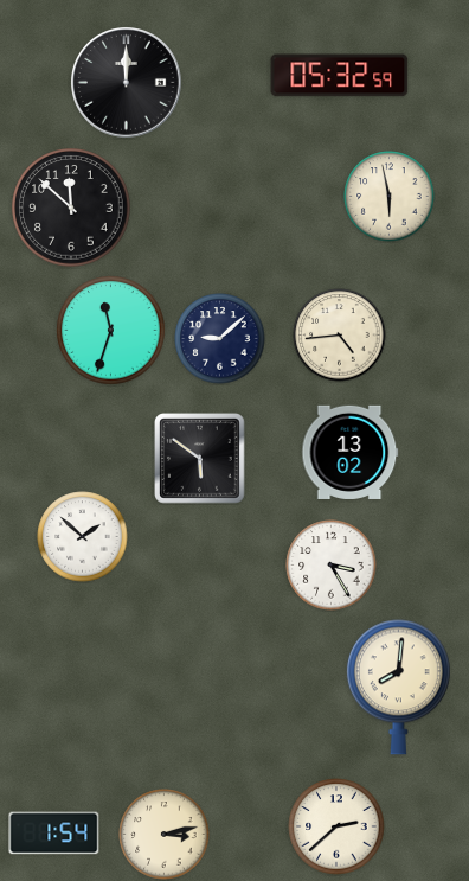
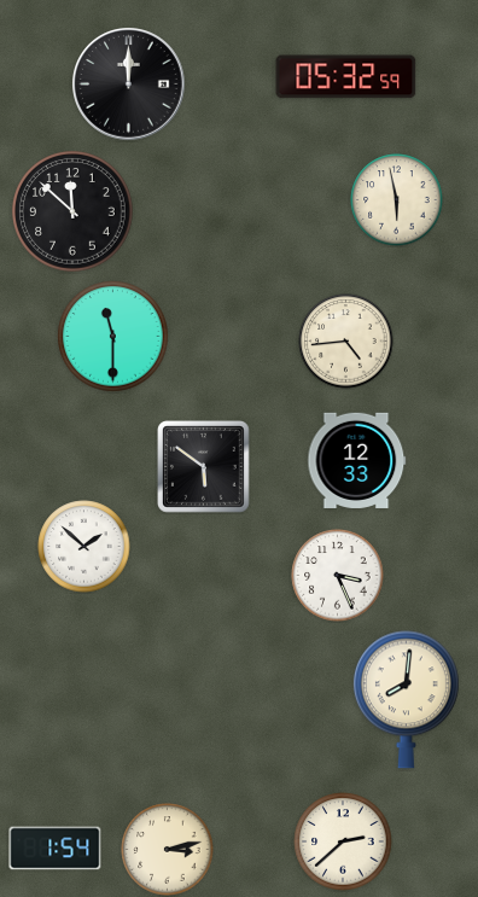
clock at (111, 331): 11:33 -> 11:30
clock at (220, 339): 9:08 -> none
clock at (351, 452): 13:02 -> 12:33
clock at (332, 566): 3:25 -> 3:26
